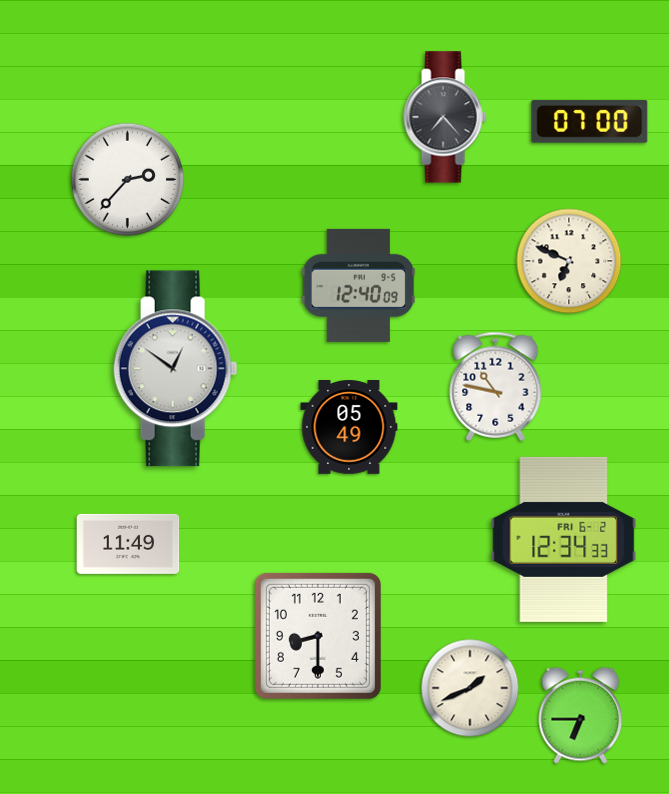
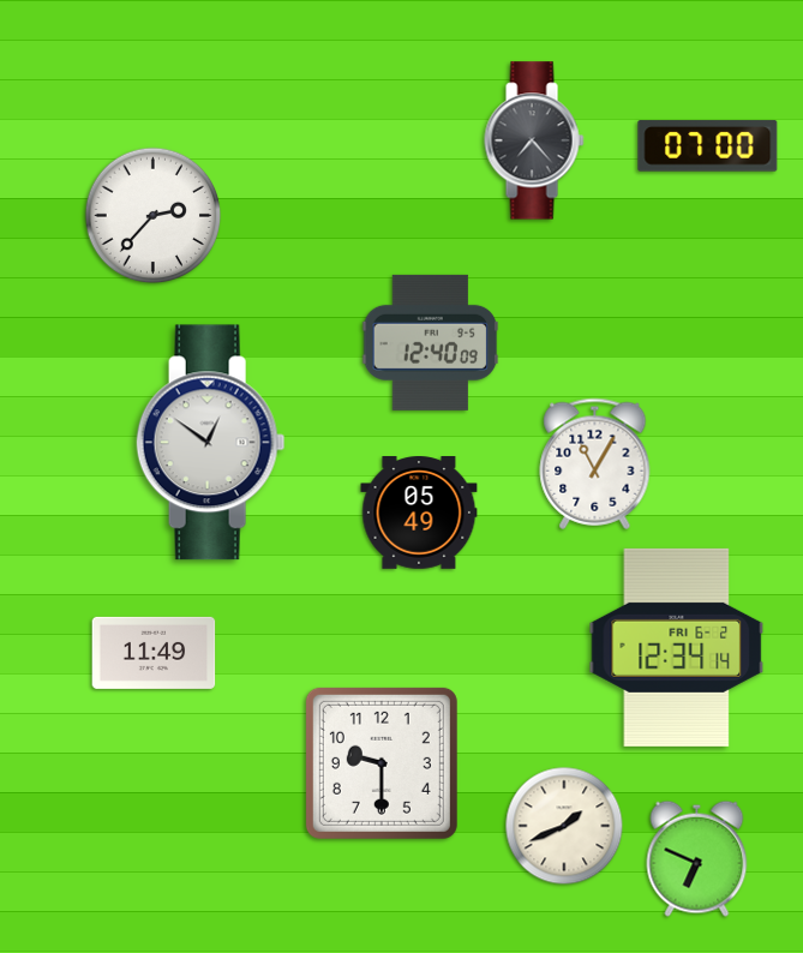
clock at (569, 261): 6:49 -> none
clock at (496, 386): 10:47 -> 11:05
clock at (564, 539): 12:34:33 -> 12:34:14
clock at (318, 636): 8:30 -> 9:30
clock at (581, 715): 6:45 -> 6:49
